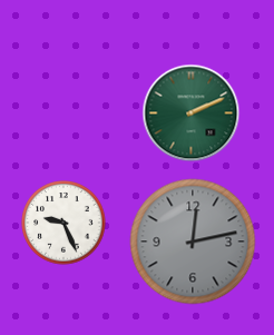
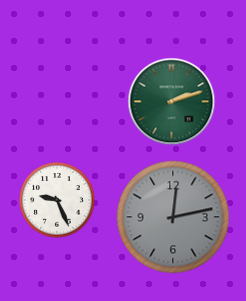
clock at (192, 114): 2:11 -> 2:12
